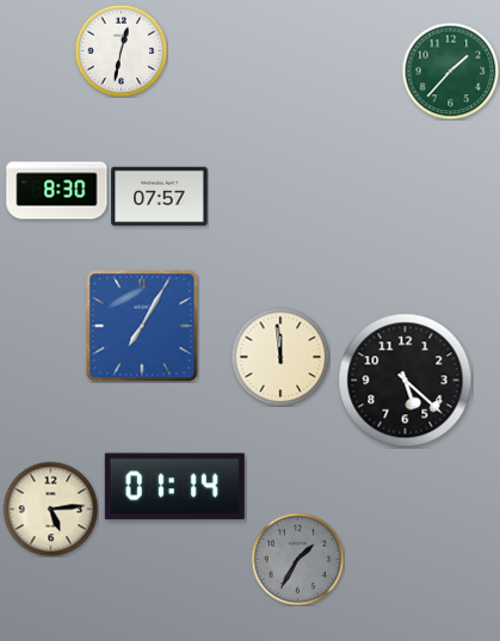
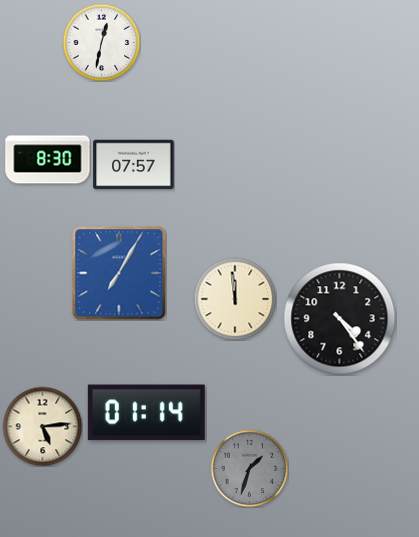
clock at (450, 70): 1:37 -> none
clock at (406, 381): 5:22 -> 4:24
clock at (174, 487) position: (174, 487) -> (146, 413)
clock at (297, 559): 1:35 -> 1:33
